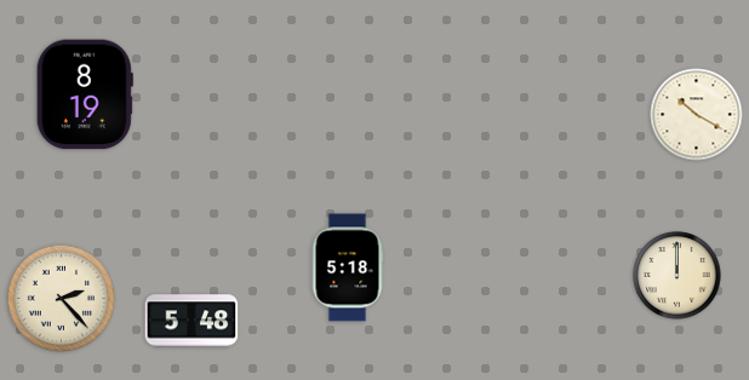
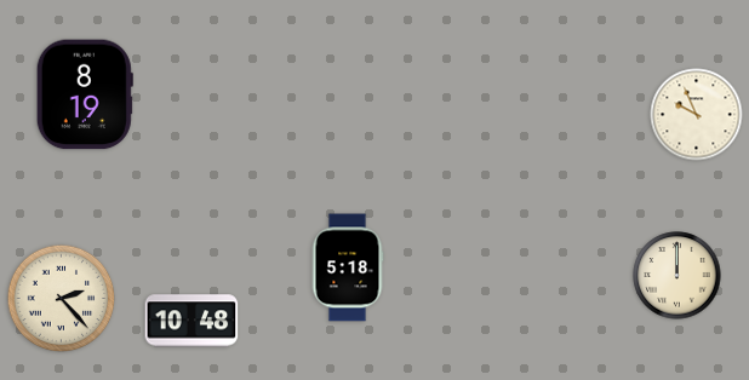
clock at (697, 115): 10:20 -> 9:56
clock at (191, 321): 5:48 -> 10:48
